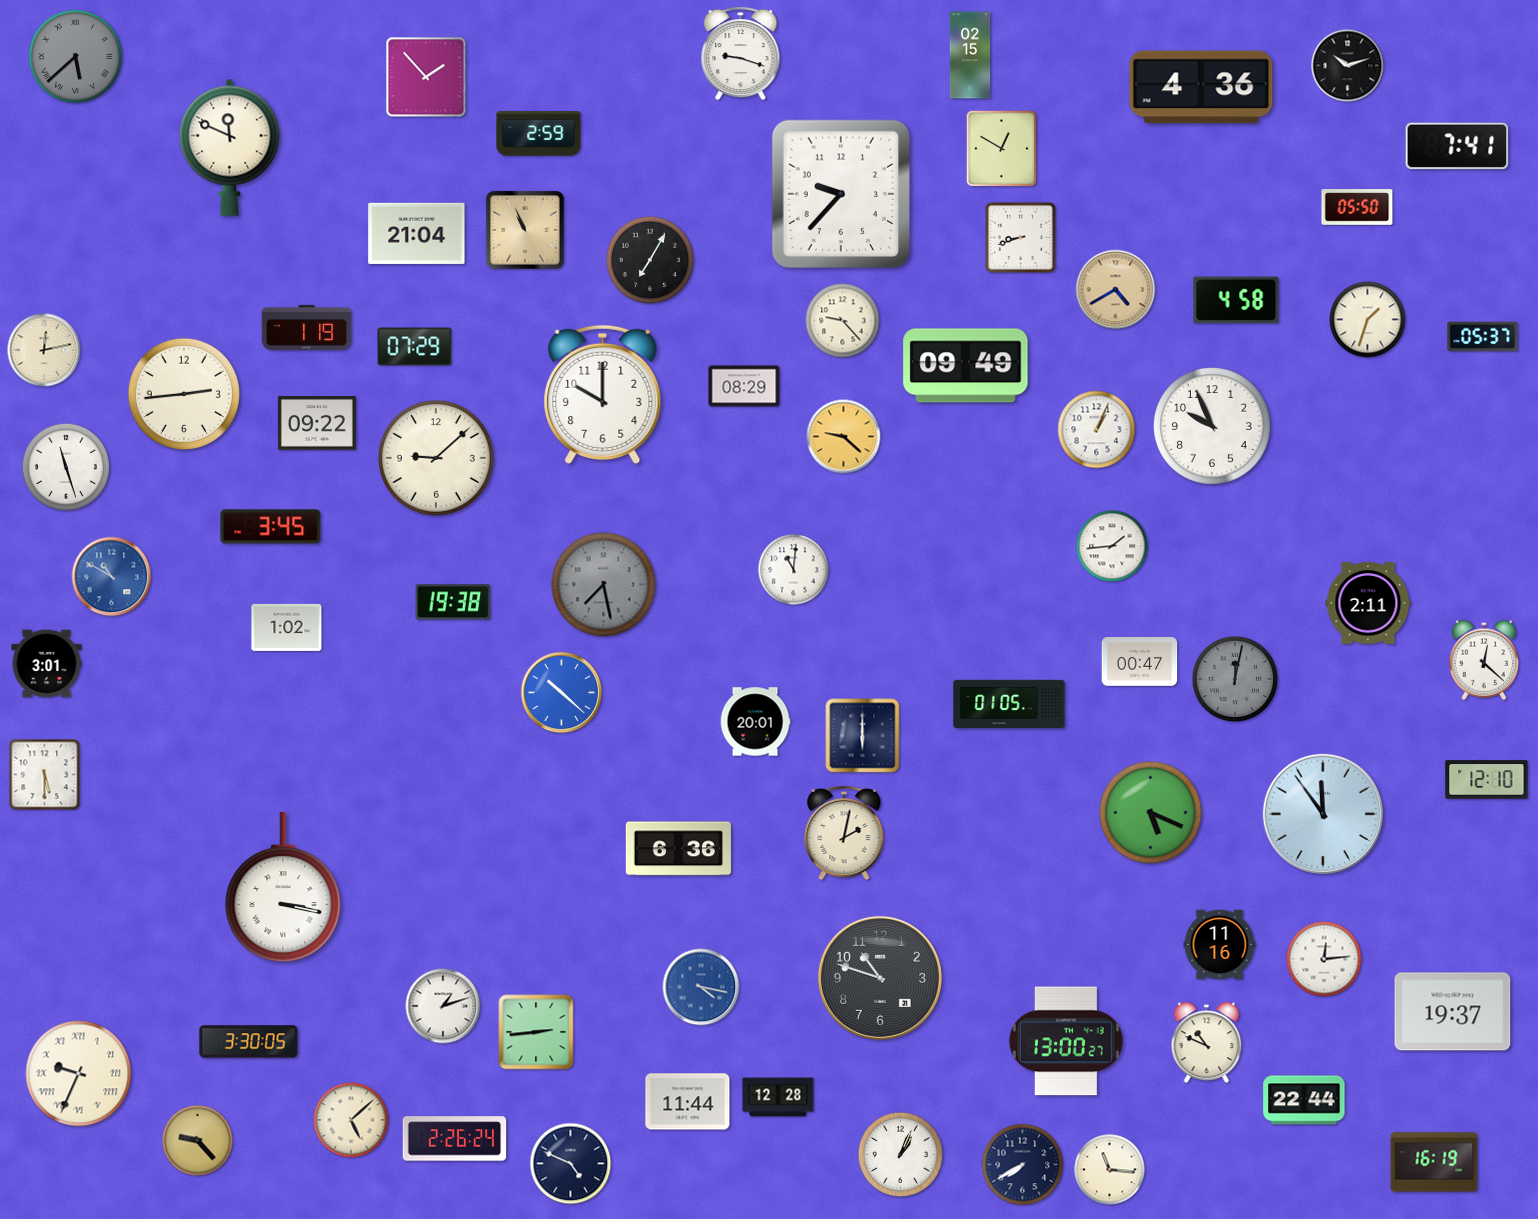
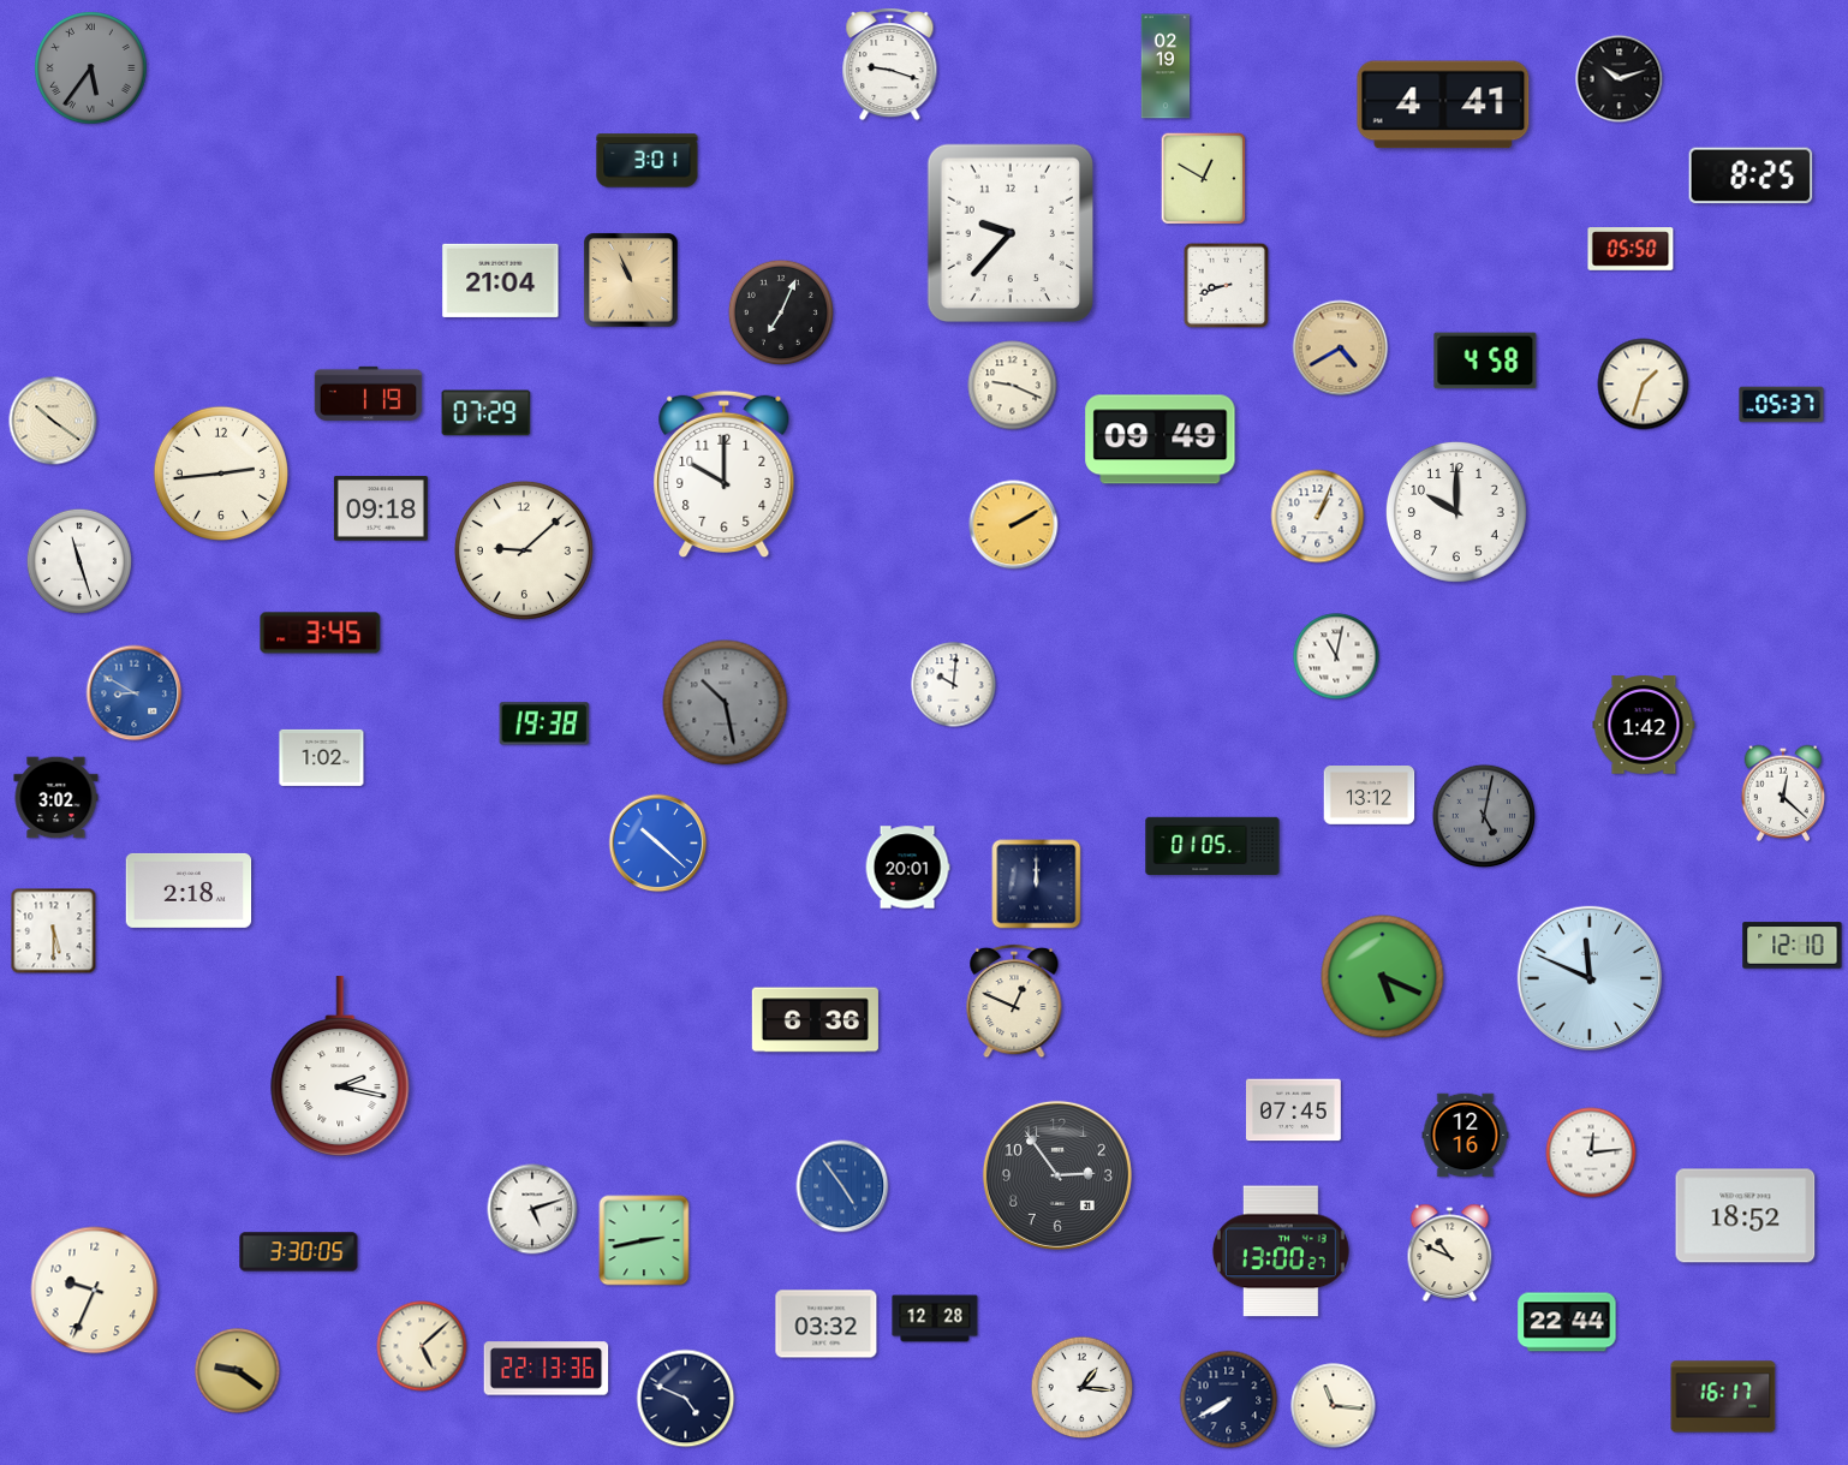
clock at (970, 55): 02:15 -> 02:19
clock at (76, 57): 5:38 -> 5:36
clock at (426, 77): 1:53 -> none
clock at (1201, 87): 4:36 -> 4:41
clock at (539, 134): 2:59 -> 3:01
clock at (1457, 146): 7:41 -> 8:25
clock at (230, 147): 11:49 -> none
clock at (525, 230) position: (525, 230) -> (631, 280)
clock at (650, 260): 7:05 -> 7:04
clock at (843, 321): 9:23 -> 9:19
clock at (415, 347) position: (415, 347) -> (487, 413)
clock at (44, 350): 12:13 -> 10:21
clock at (744, 386): 08:29 -> none
clock at (317, 423): 09:22 -> 09:18
clock at (1213, 427): 9:56 -> 10:00
clock at (844, 437): 9:22 -> 2:10
clock at (271, 527) position: (271, 527) -> (321, 633)
clock at (1112, 546): 1:44 -> 11:02
clock at (794, 570): 11:01 -> 10:01
clock at (112, 577): 10:50 -> 8:50
clock at (604, 585): 7:28 -> 10:28
clock at (1368, 603): 2:11 -> 1:42
clock at (287, 627) position: (287, 627) -> (322, 757)
clock at (1140, 662): 00:47 -> 13:12
clock at (47, 664): 3:01 -> 3:02
clock at (1235, 679): 12:02 -> 5:02
clock at (562, 693) position: (562, 693) -> (658, 844)
clock at (863, 736): 6:00 -> 12:00
clock at (189, 891): none -> 2:18
clock at (1487, 780) position: (1487, 780) -> (1793, 946)
clock at (1323, 814): 11:54 -> 11:49
clock at (844, 833): 2:02 -> 12:49
clock at (283, 887): 3:17 -> 2:17
clock at (1293, 1110): none -> 07:45
clock at (1220, 945): 11:16 -> 12:16
clock at (880, 978): 10:48 -> 2:54
clock at (701, 987): 4:17 -> 4:54
clock at (443, 1006): 1:12 -> 5:12
clock at (1453, 1012): 19:37 -> 18:52
clock at (536, 1032): 2:44 -> 2:43
clock at (79, 1074) numerals: Roman -> Arabic
clock at (688, 1102): 11:44 -> 03:32
clock at (455, 1139): 2:26 -> 22:13
clock at (198, 1141): 9:23 -> 9:21
clock at (901, 1155): 1:04 -> 1:16
clock at (1434, 1162): 16:19 -> 16:17
